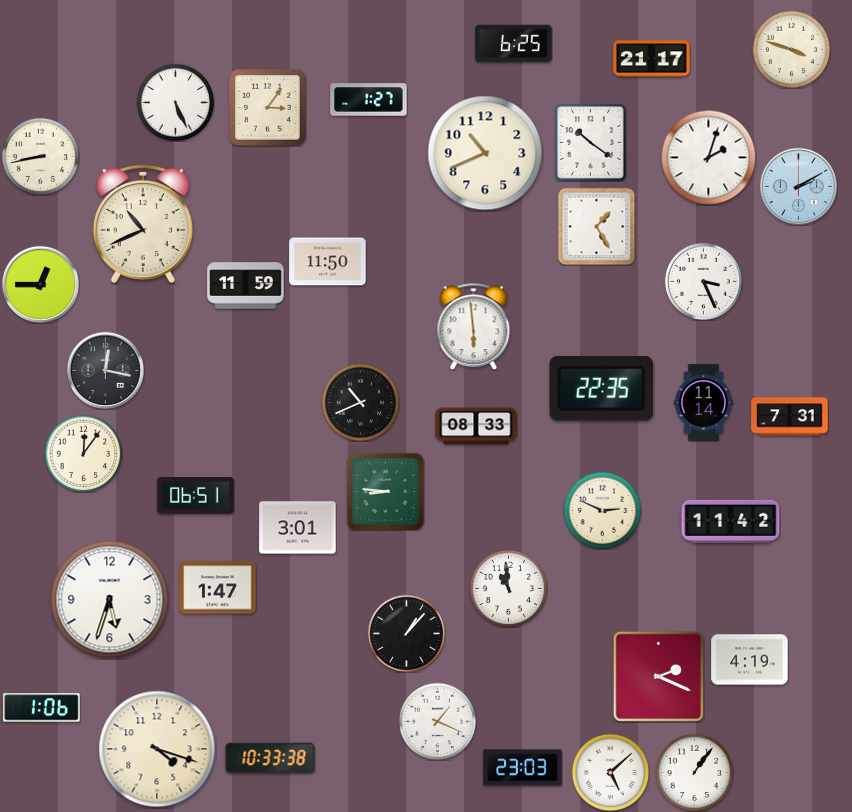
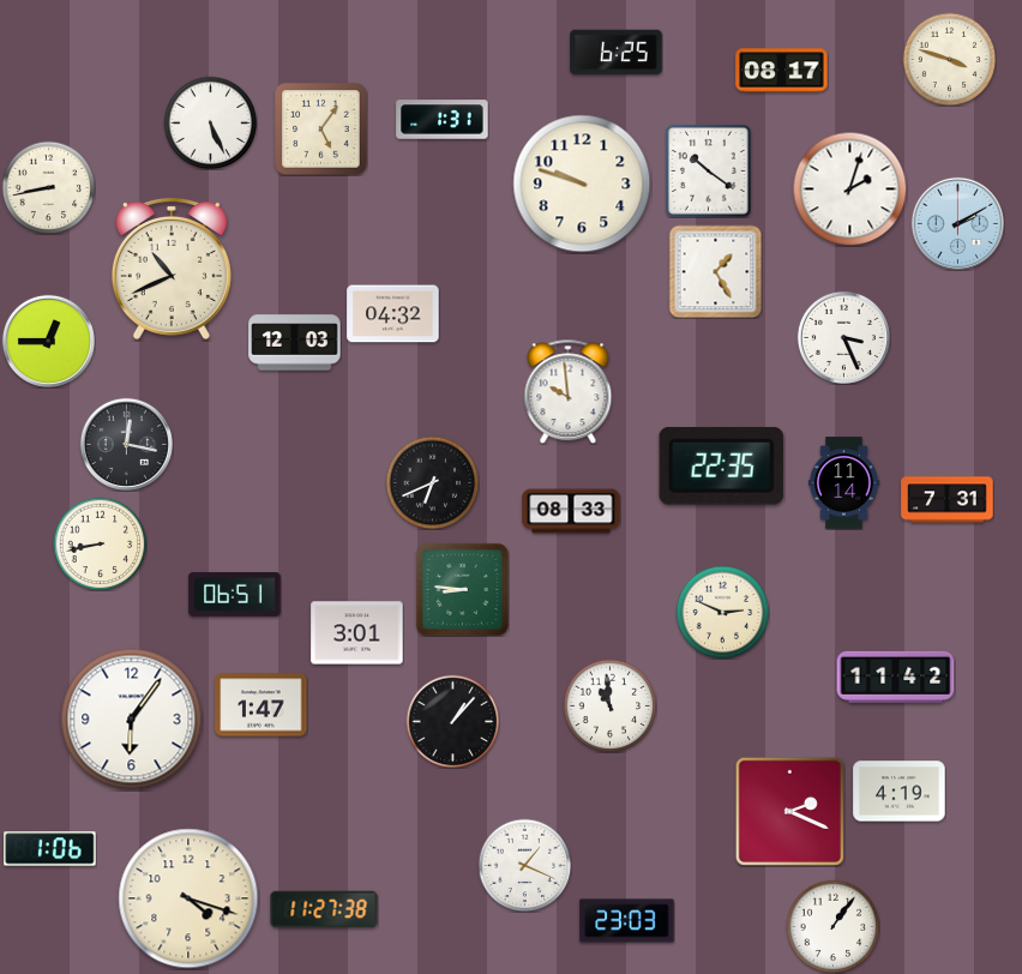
clock at (652, 59): 21:17 -> 08:17
clock at (369, 100): 1:27 -> 1:31
clock at (268, 108): 3:06 -> 5:06
clock at (485, 153): 10:41 -> 9:48
clock at (328, 262): 11:50 -> 04:32
clock at (246, 286): 11:59 -> 12:03
clock at (474, 326): 5:59 -> 9:59
clock at (360, 402): 10:41 -> 6:41
clock at (83, 453): 12:06 -> 8:43
clock at (731, 521) position: (731, 521) -> (896, 677)
clock at (110, 600): 5:33 -> 6:06
clock at (406, 633) position: (406, 633) -> (452, 721)
clock at (270, 758): 10:33 -> 11:27
clock at (610, 772): 5:08 -> none
